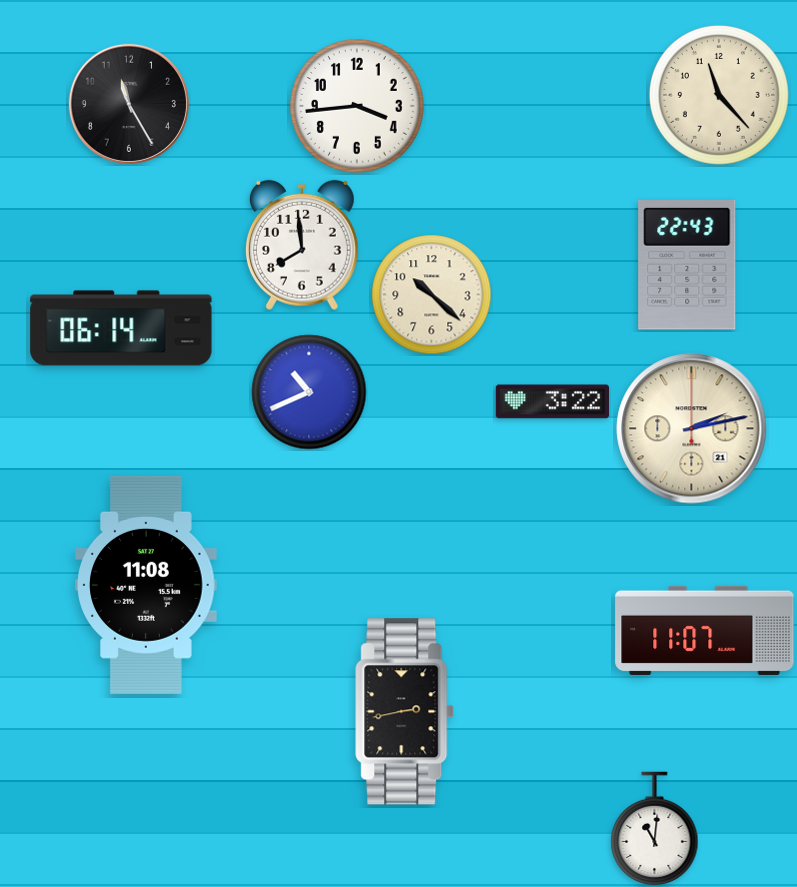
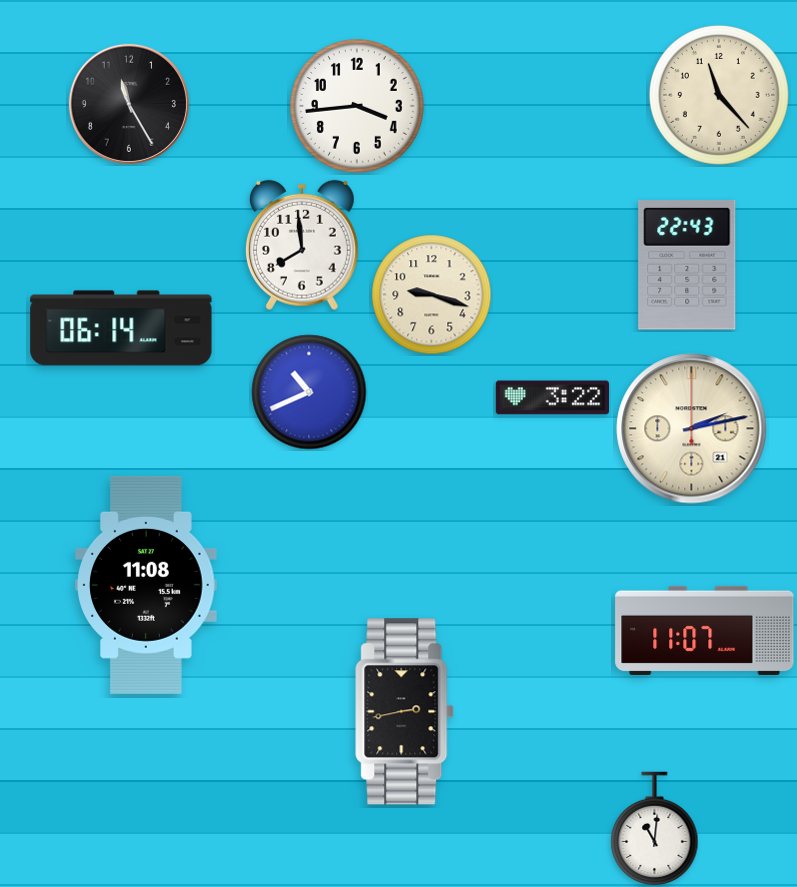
clock at (432, 295): 10:22 -> 9:18
clock at (552, 402) position: (552, 402) -> (552, 398)
